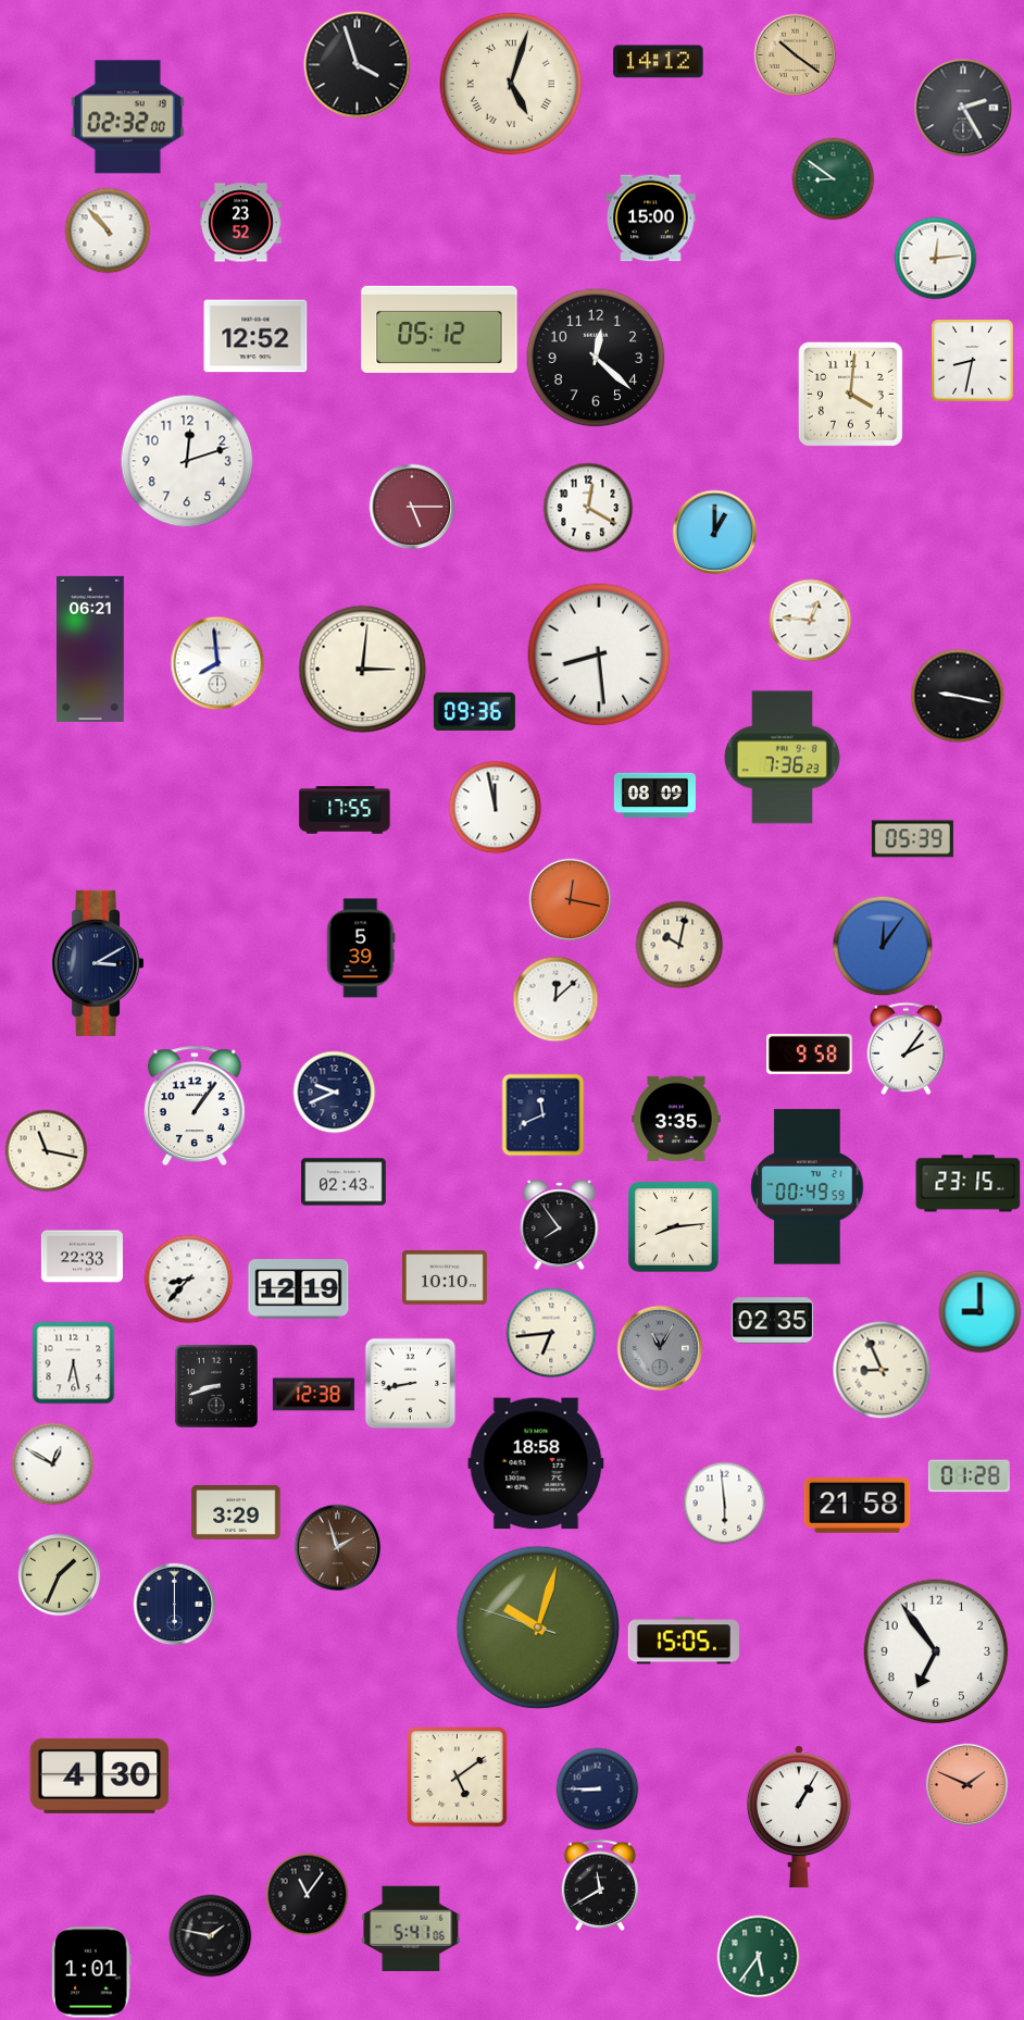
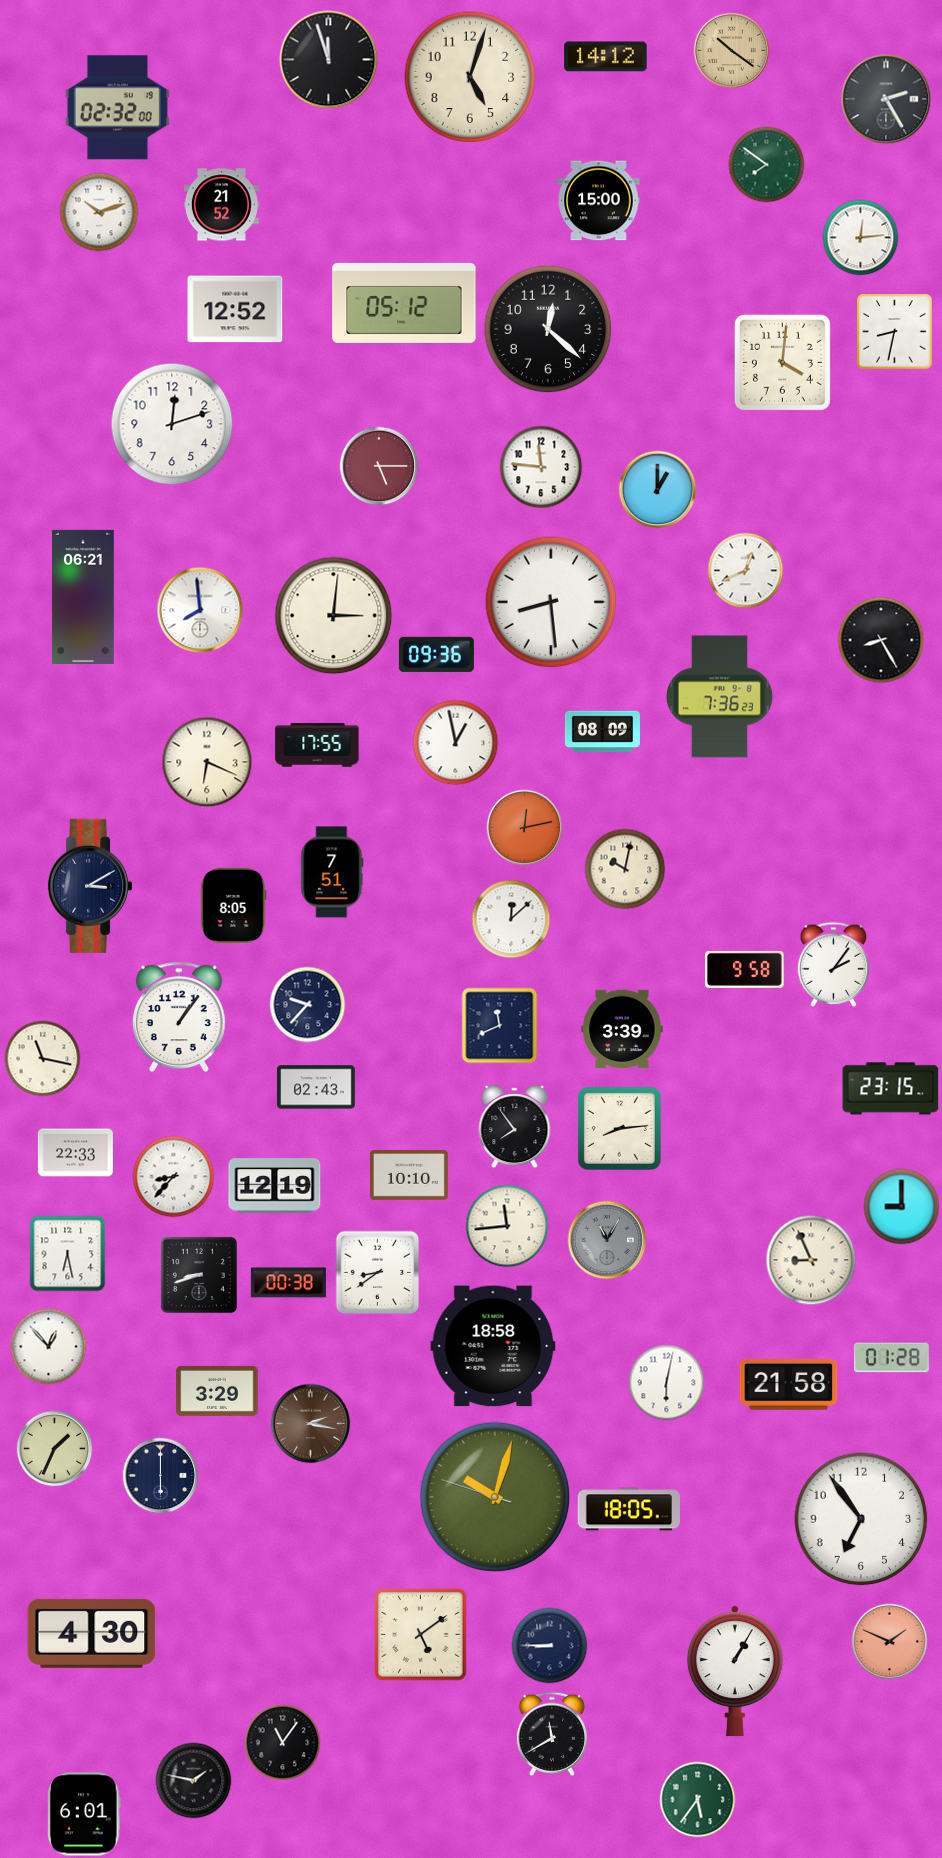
clock at (358, 65): 3:57 -> 11:57
clock at (511, 84) numerals: Roman -> Arabic
clock at (834, 179): 8:51 -> 7:51
clock at (240, 223): 23:52 -> 21:52
clock at (108, 230): 10:53 -> 10:12
clock at (588, 508): 12:20 -> 11:46
clock at (811, 621): 12:46 -> 12:41
clock at (958, 696): 9:17 -> 8:25
clock at (496, 808): 11:58 -> 12:58
clock at (207, 762): none -> 6:19
clock at (912, 839): 05:39 -> none
clock at (571, 900): 12:17 -> 12:13
clock at (883, 946): 12:06 -> none
clock at (361, 948): 5:39 -> 7:51
clock at (233, 905): none -> 8:05
clock at (335, 1093): 9:41 -> 9:37
clock at (676, 1118): 3:35 -> 3:39
clock at (808, 1187): 00:49 -> none
clock at (82, 1257) position: (82, 1257) -> (75, 1153)
clock at (772, 1321): 02:35 -> none
clock at (551, 1333): 6:44 -> 11:44
clock at (411, 1384): 8:43 -> 8:39
clock at (313, 1395): 12:38 -> 00:38
clock at (53, 1464): 12:50 -> 12:53
clock at (725, 1504): 5:59 -> 6:02
clock at (338, 1548): 1:57 -> 2:17
clock at (684, 1641): 15:05 -> 18:05
clock at (411, 1929): 5:41 -> none
clock at (92, 1972): 1:01 -> 6:01
